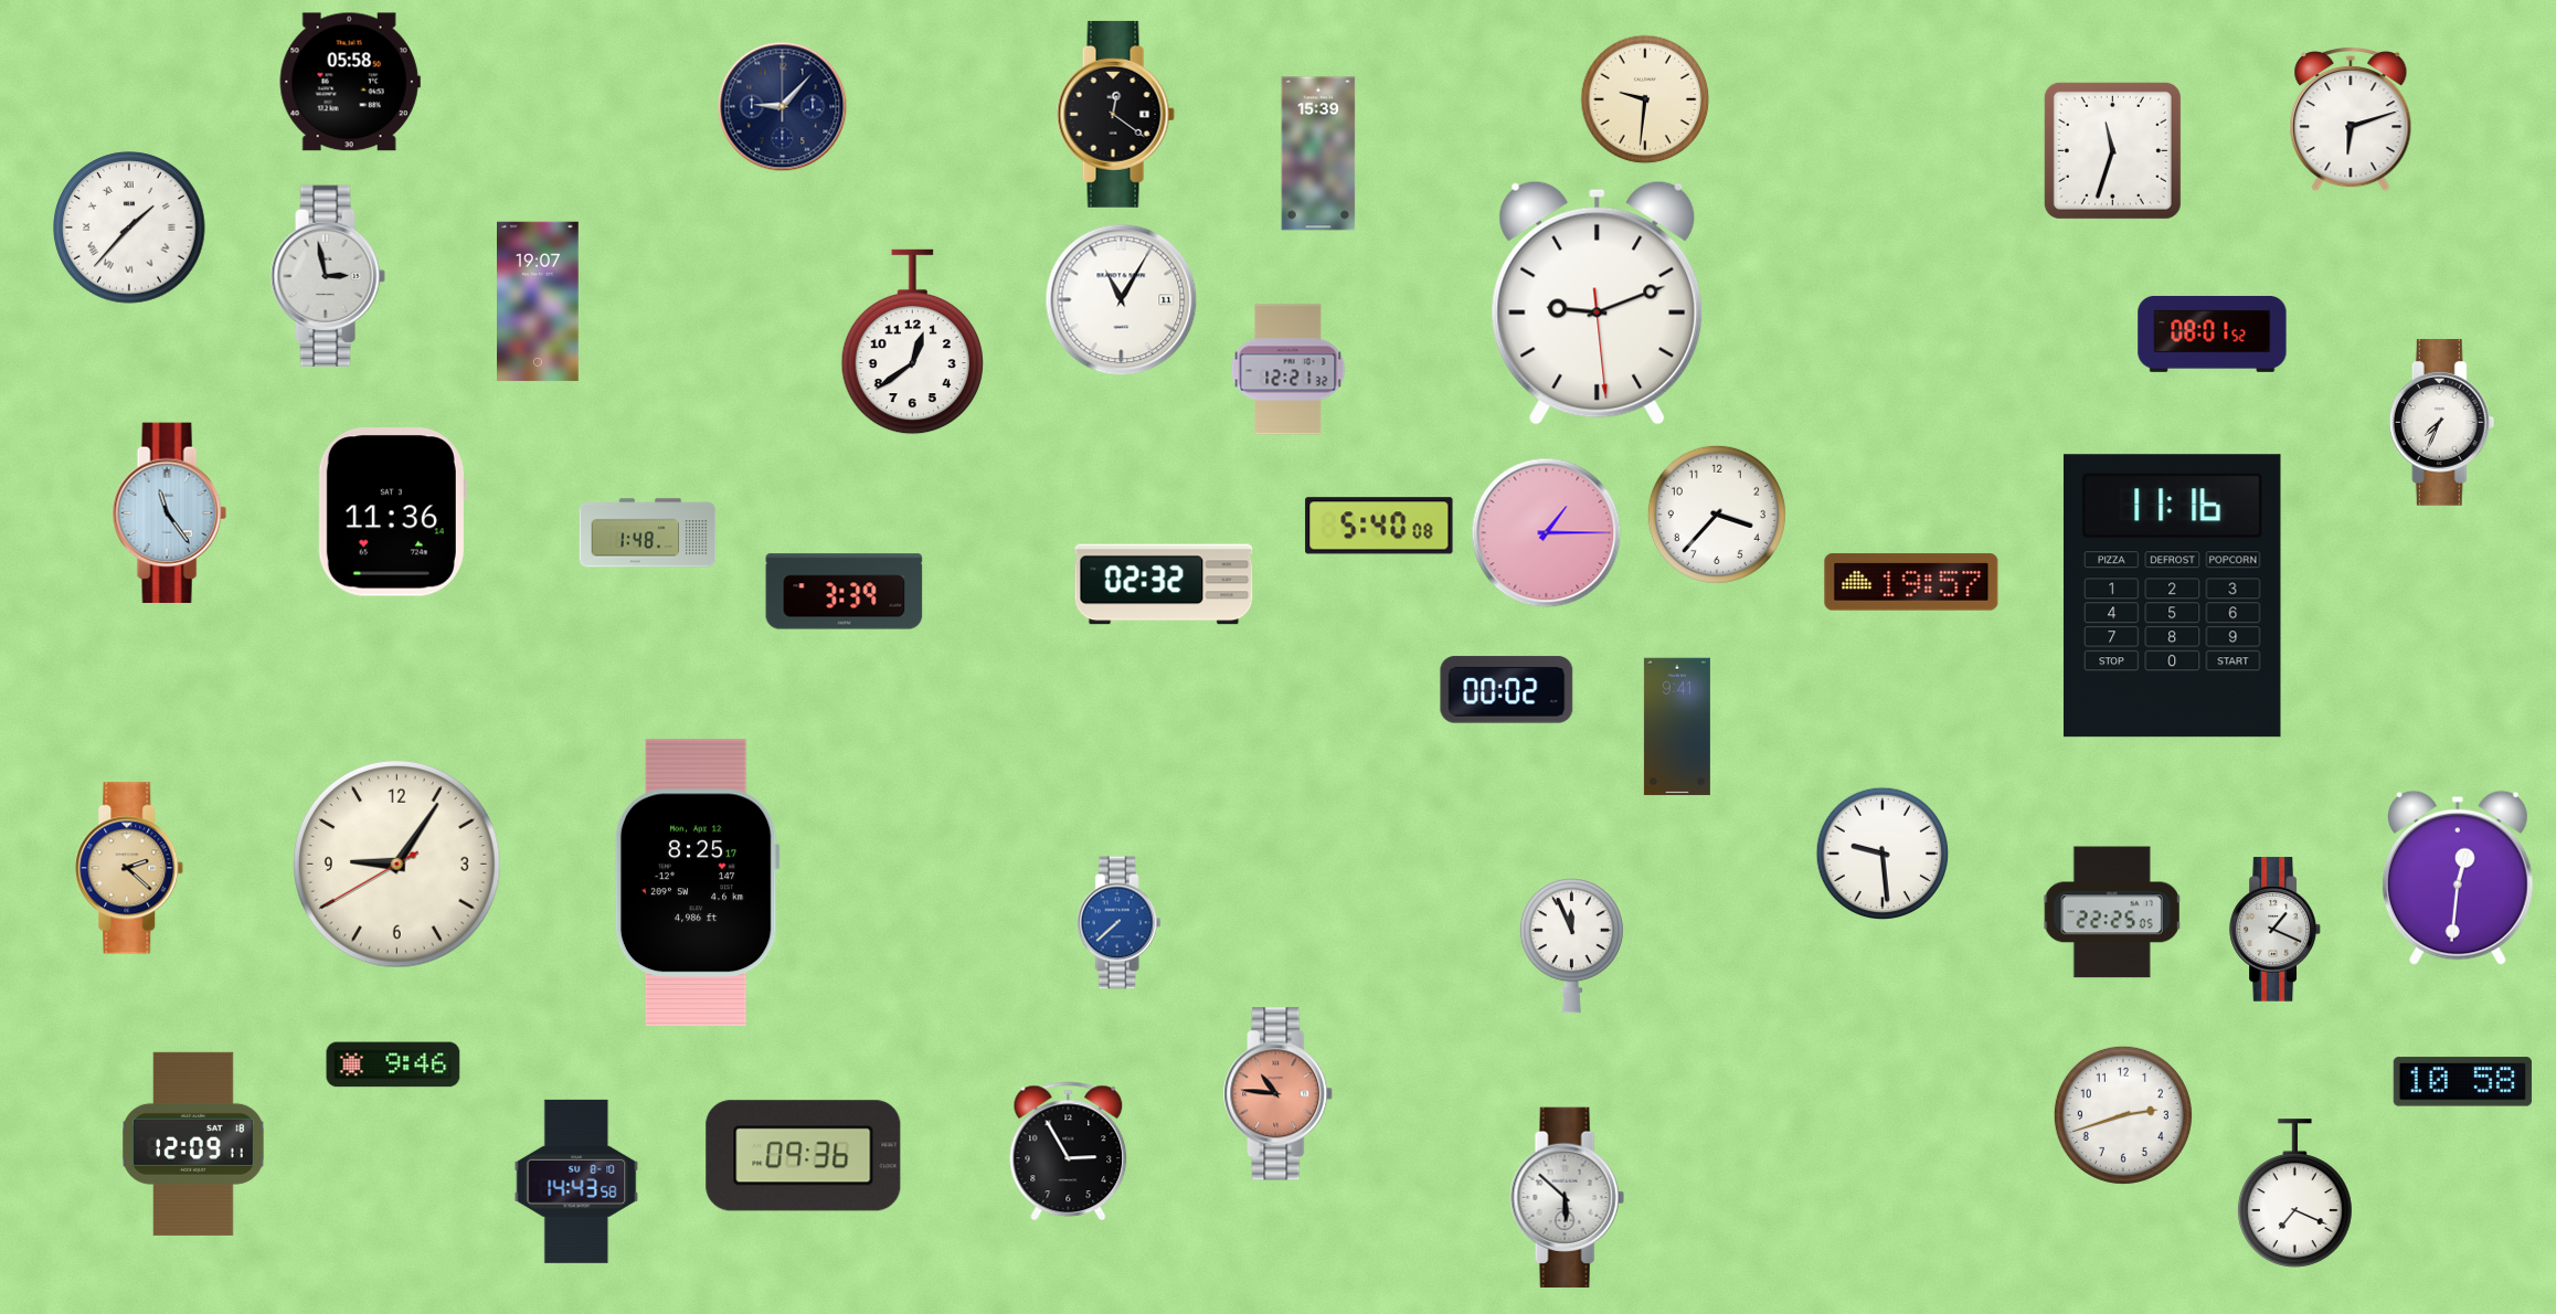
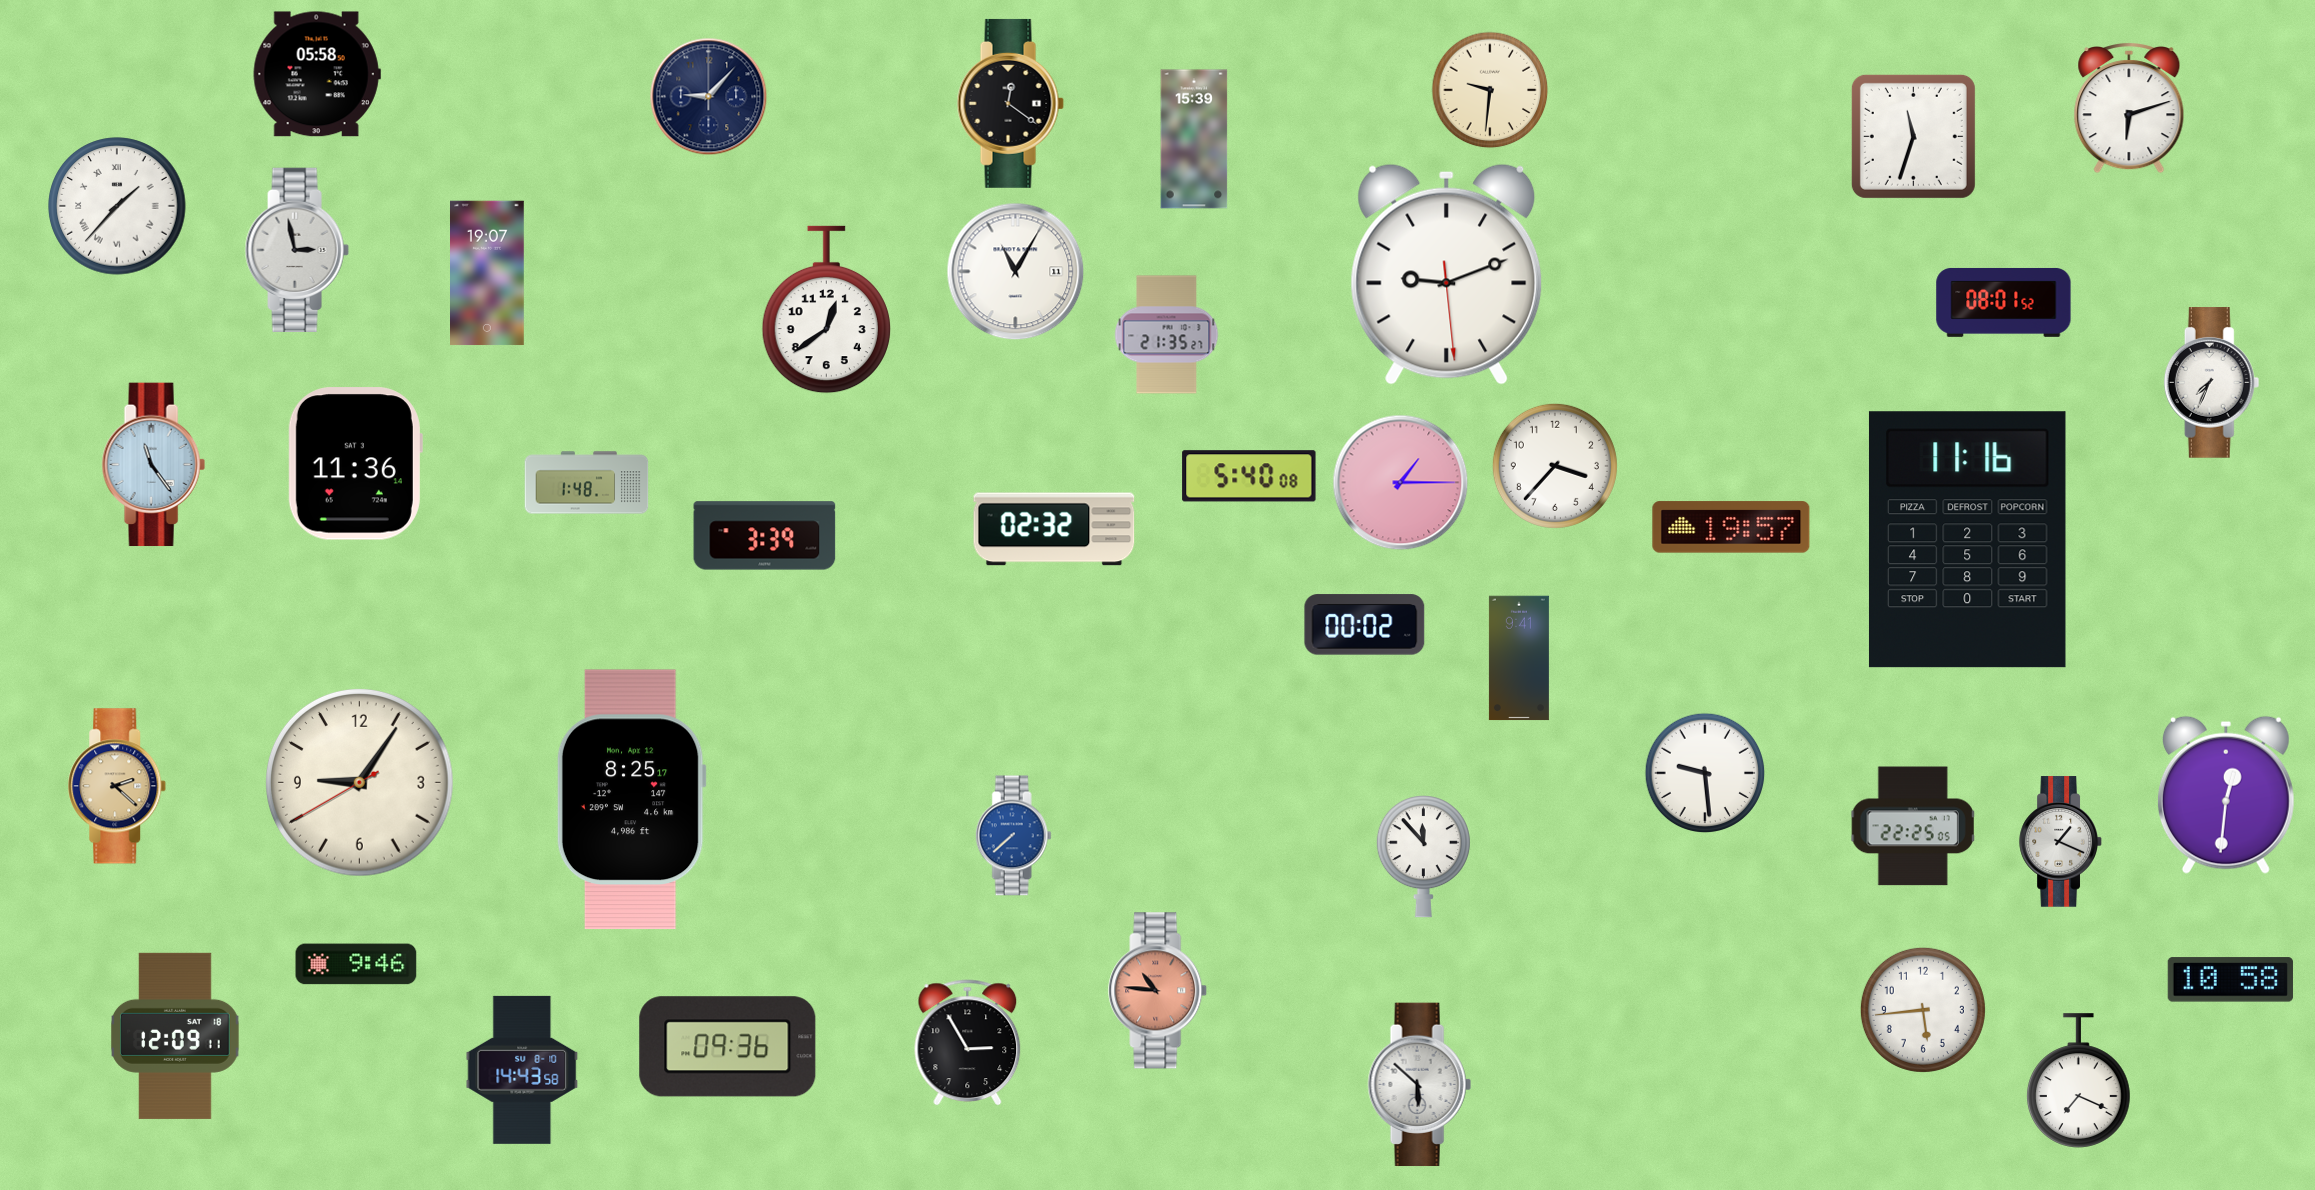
clock at (1288, 370): 12:21 -> 21:35
clock at (1571, 946): 11:56 -> 11:53
clock at (2123, 1115): 2:42 -> 5:44
